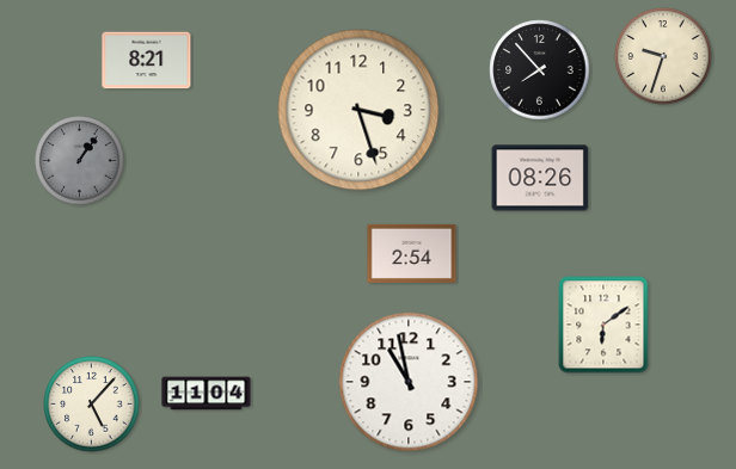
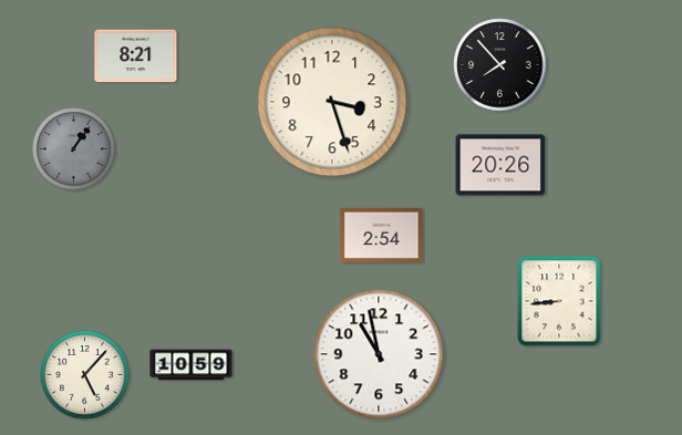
clock at (663, 56): 9:33 -> none
clock at (540, 178): 08:26 -> 20:26
clock at (603, 325): 6:09 -> 8:44
clock at (207, 394): 11:04 -> 10:59
